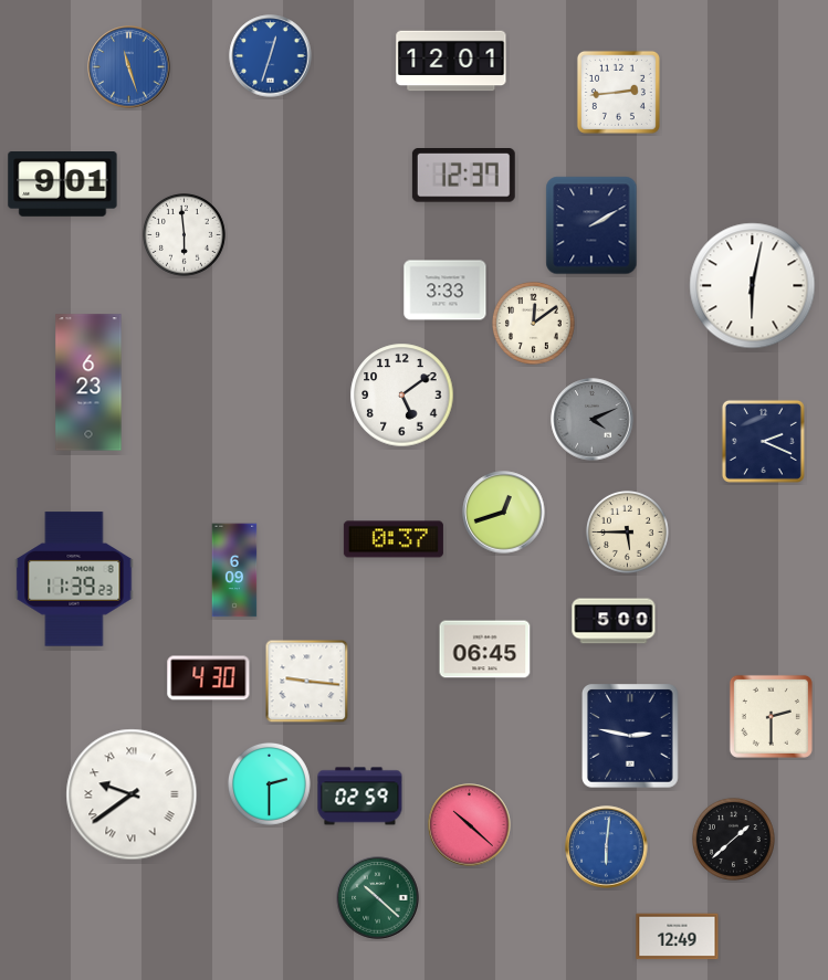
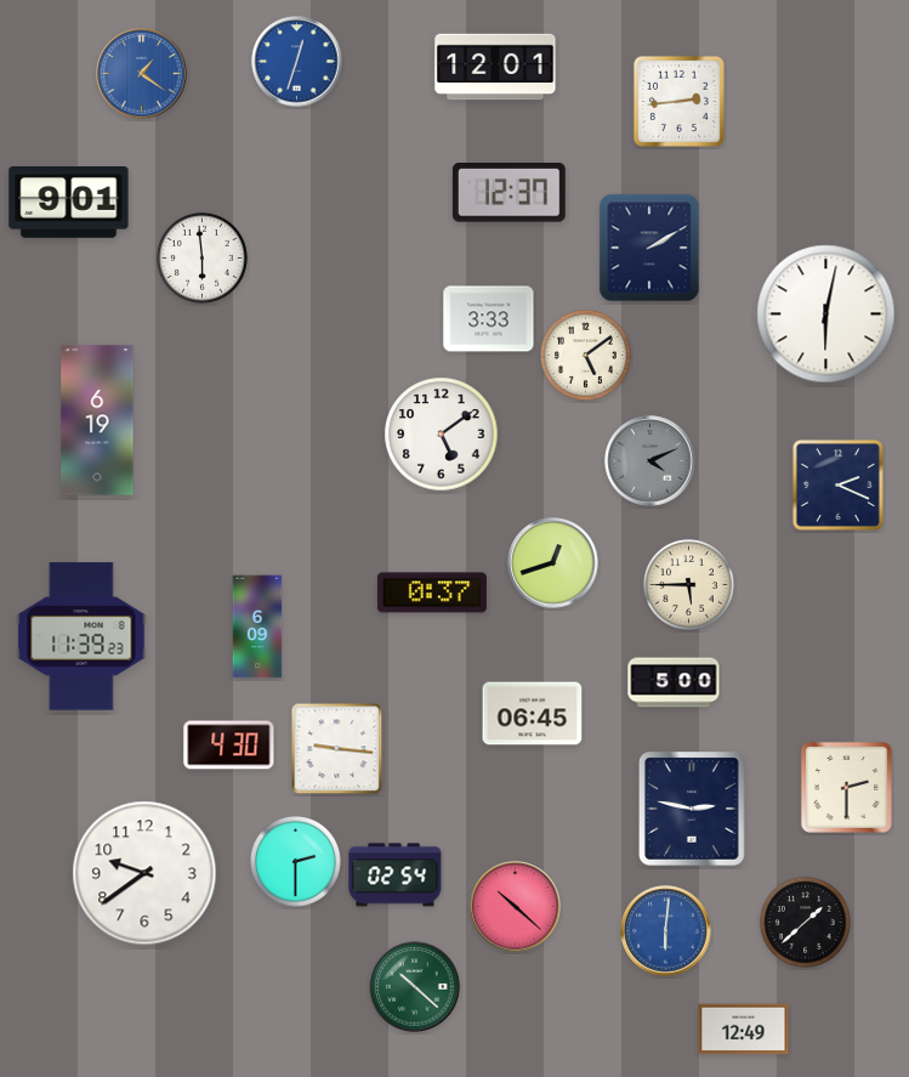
clock at (129, 67): 11:27 -> 1:21
clock at (533, 323): 12:09 -> 5:09
clock at (88, 382): 6:23 -> 6:19
clock at (132, 794) numerals: Roman -> Arabic
clock at (360, 797): 02:59 -> 02:54
